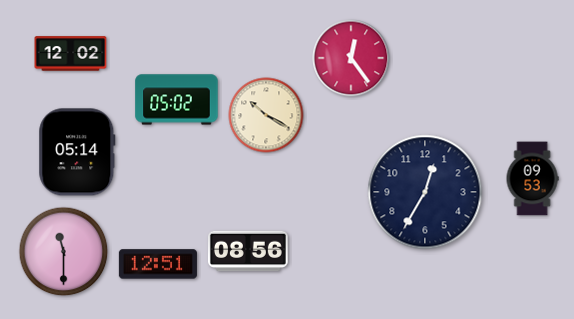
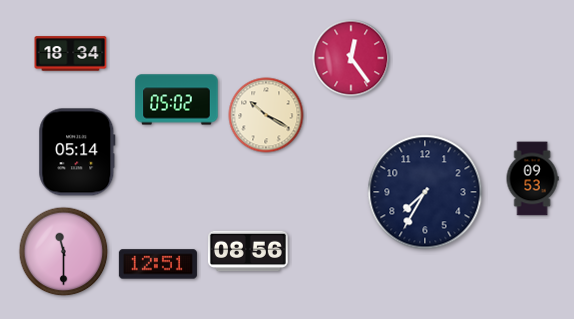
clock at (71, 54): 12:02 -> 18:34
clock at (425, 192): 12:35 -> 7:35
